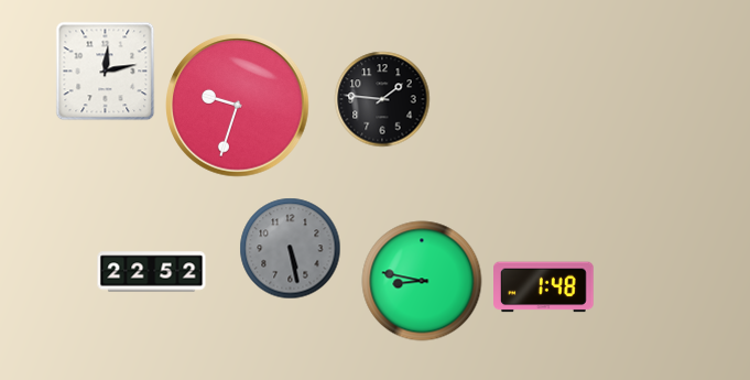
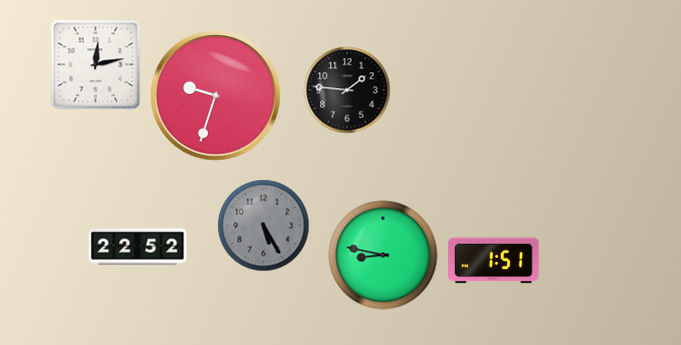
clock at (291, 249): 5:28 -> 5:25
clock at (544, 287): 1:48 -> 1:51
